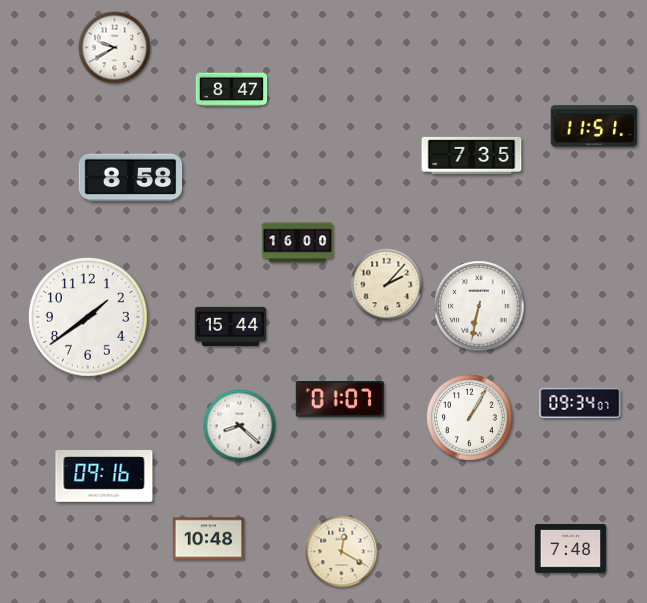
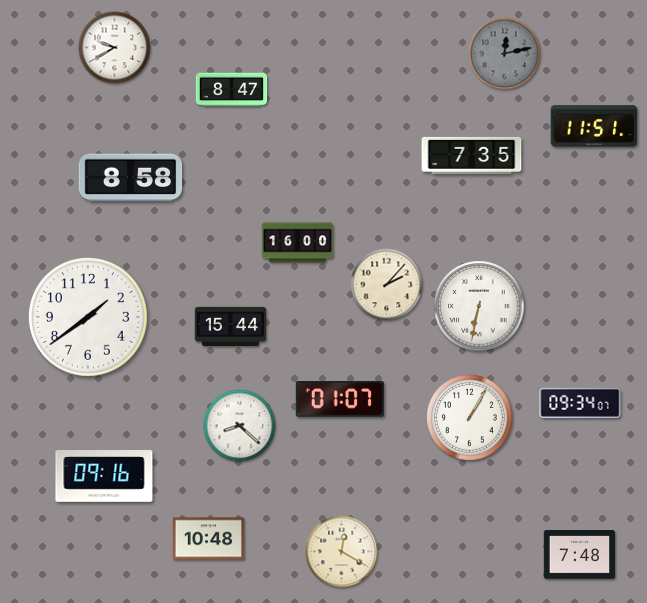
clock at (505, 54): none -> 12:13
clock at (571, 549) position: (571, 549) -> (580, 555)
